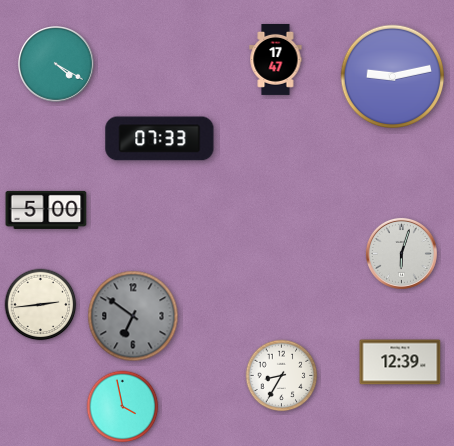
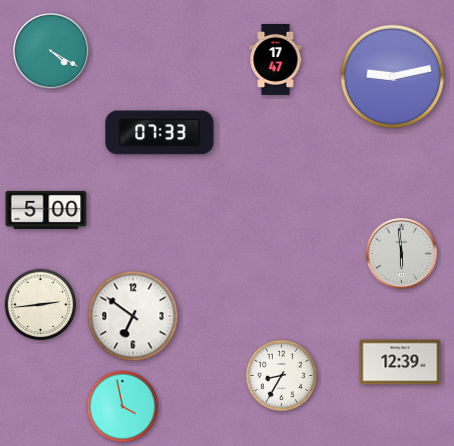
clock at (56, 64) position: (56, 64) -> (51, 51)
clock at (160, 139) position: (160, 139) -> (160, 133)
clock at (401, 253): 6:03 -> 5:59
clock at (133, 316) dial: grey -> white
